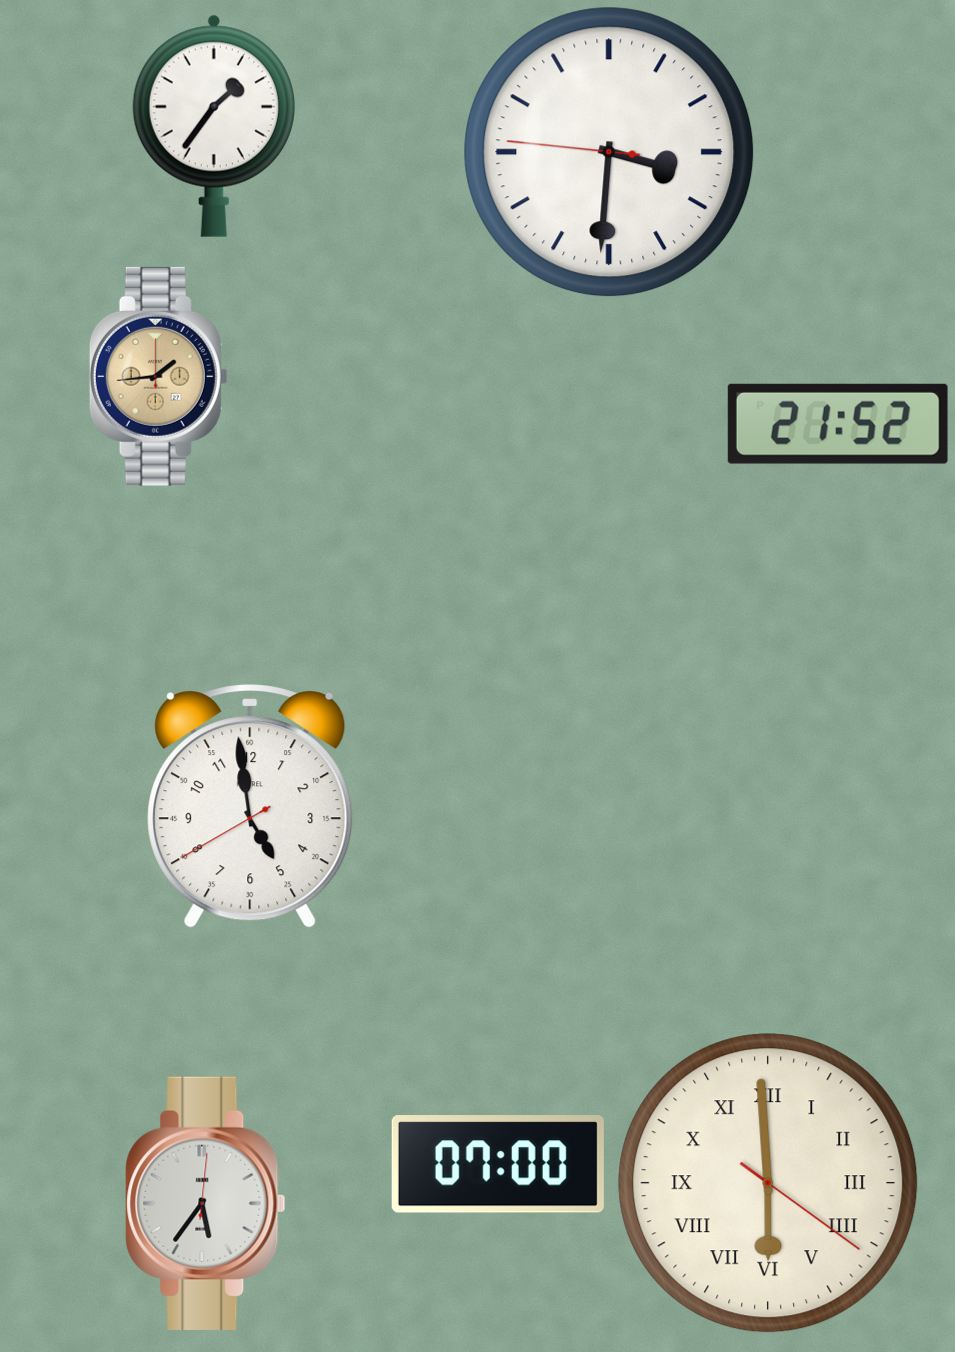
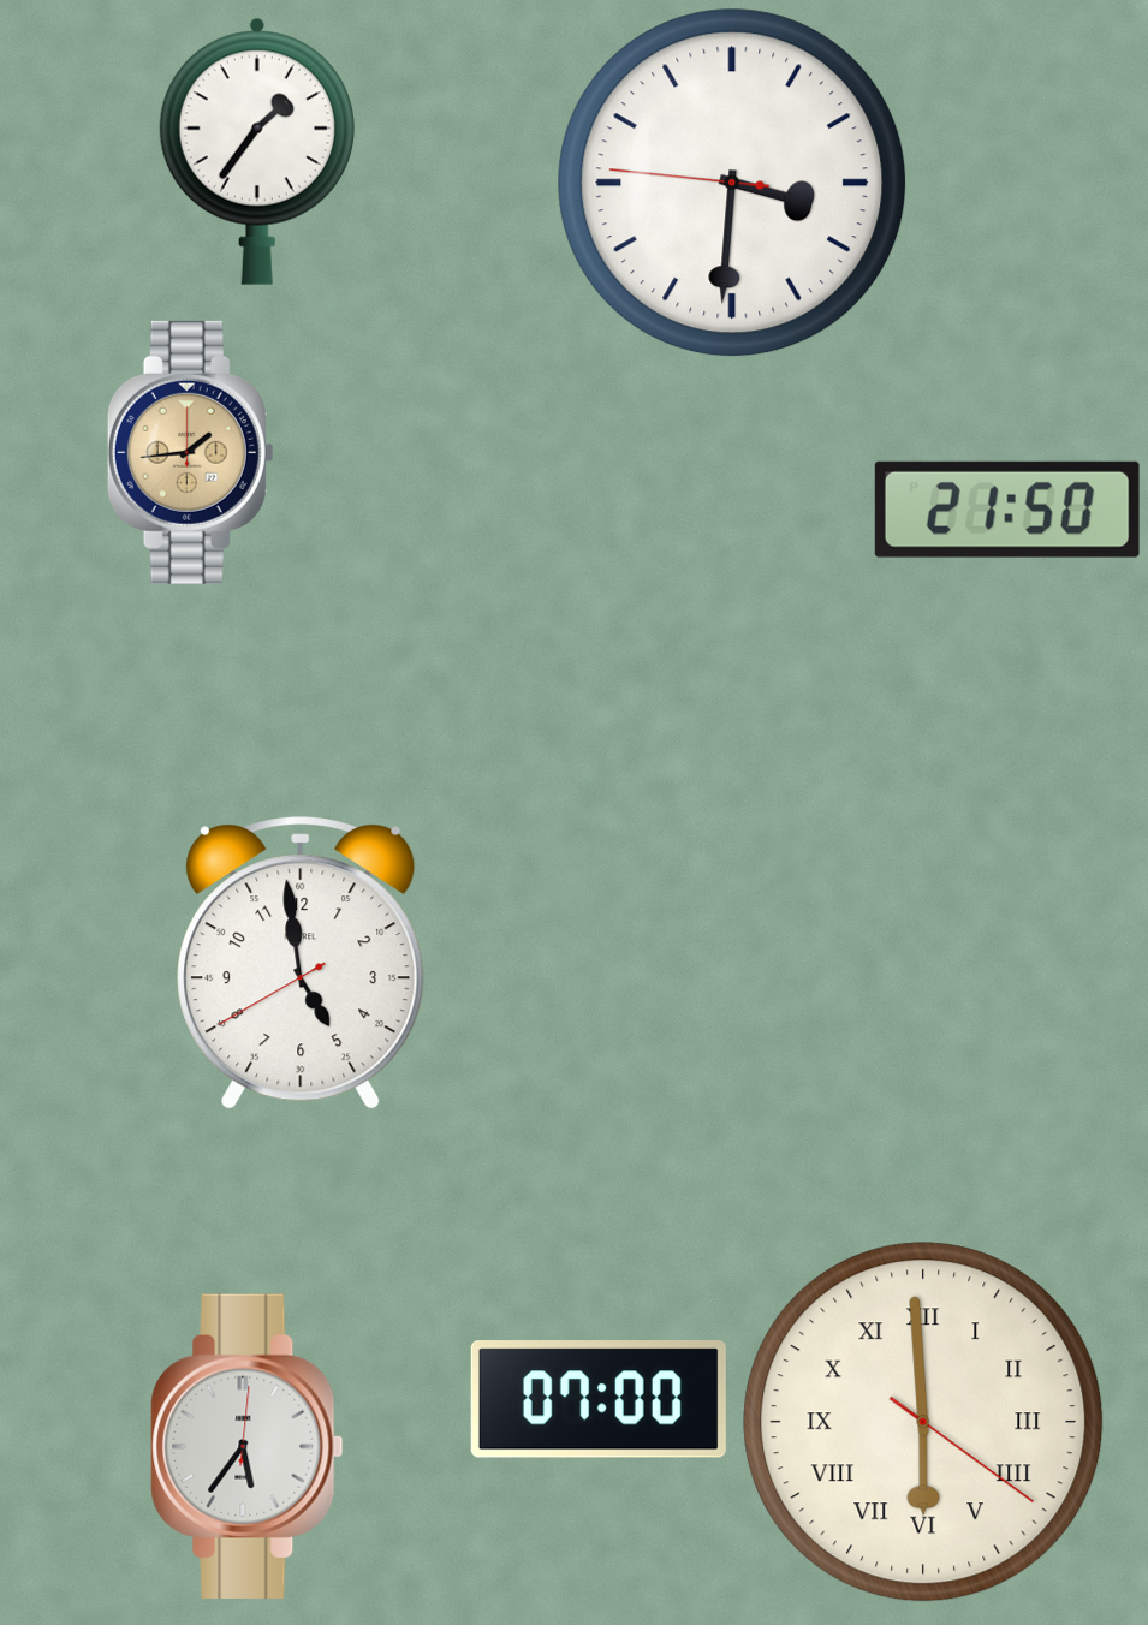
clock at (838, 424): 21:52 -> 21:50
clock at (250, 806) position: (250, 806) -> (301, 963)
